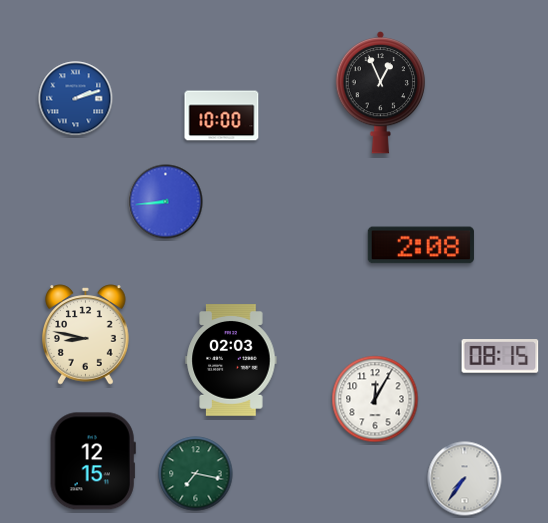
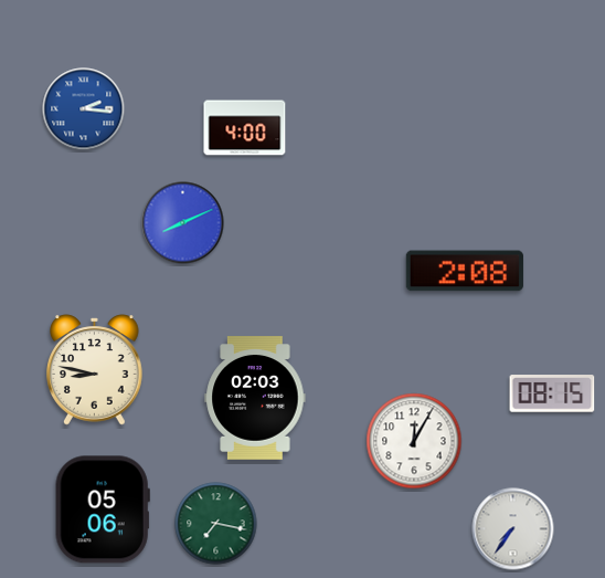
clock at (380, 93): 12:56 -> none
clock at (76, 99): 2:12 -> 2:16
clock at (222, 116): 10:00 -> 4:00
clock at (166, 202): 8:44 -> 8:11
clock at (93, 461): 12:15 -> 05:06
